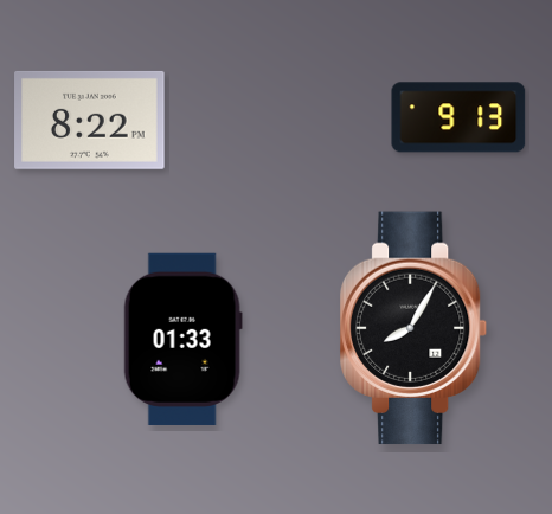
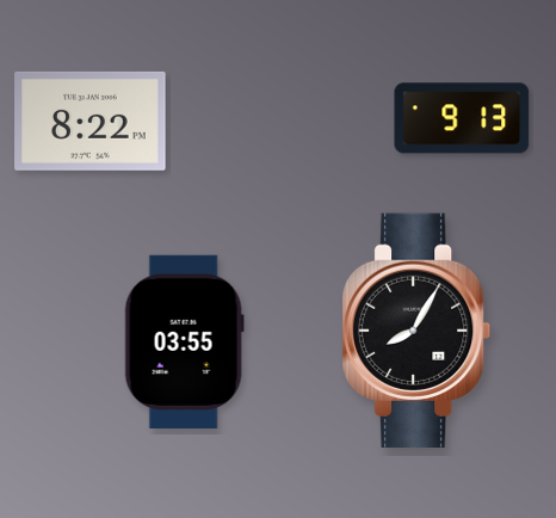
clock at (182, 339): 01:33 -> 03:55
